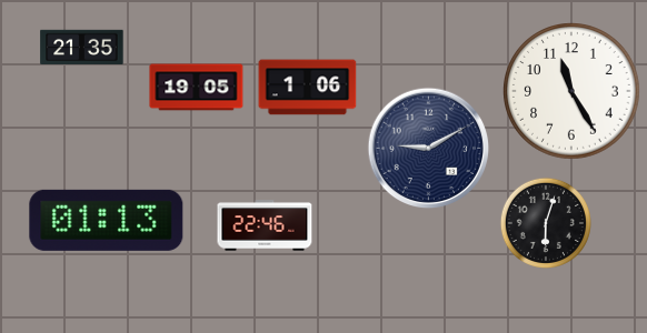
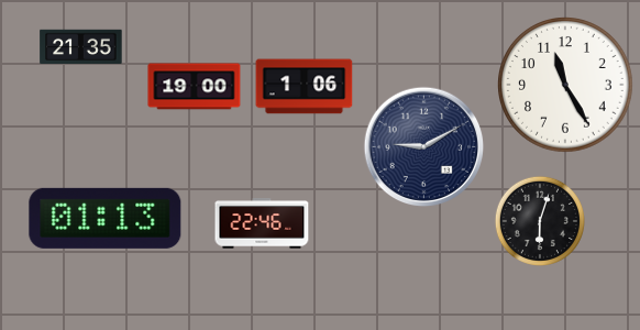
clock at (197, 88): 19:05 -> 19:00
clock at (573, 92) position: (573, 92) -> (566, 86)
